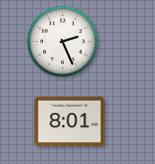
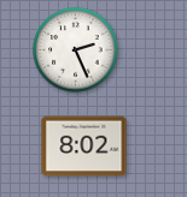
clock at (70, 122): 8:01 -> 8:02
